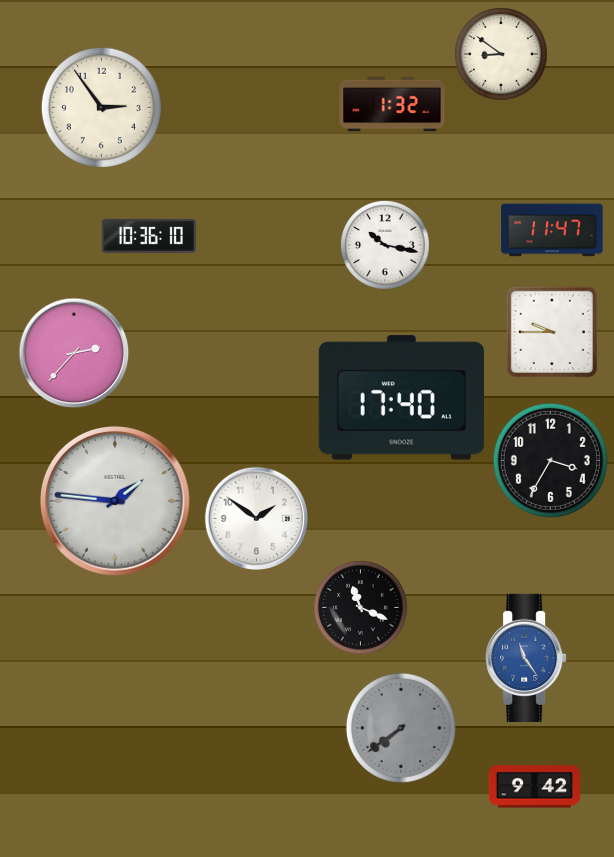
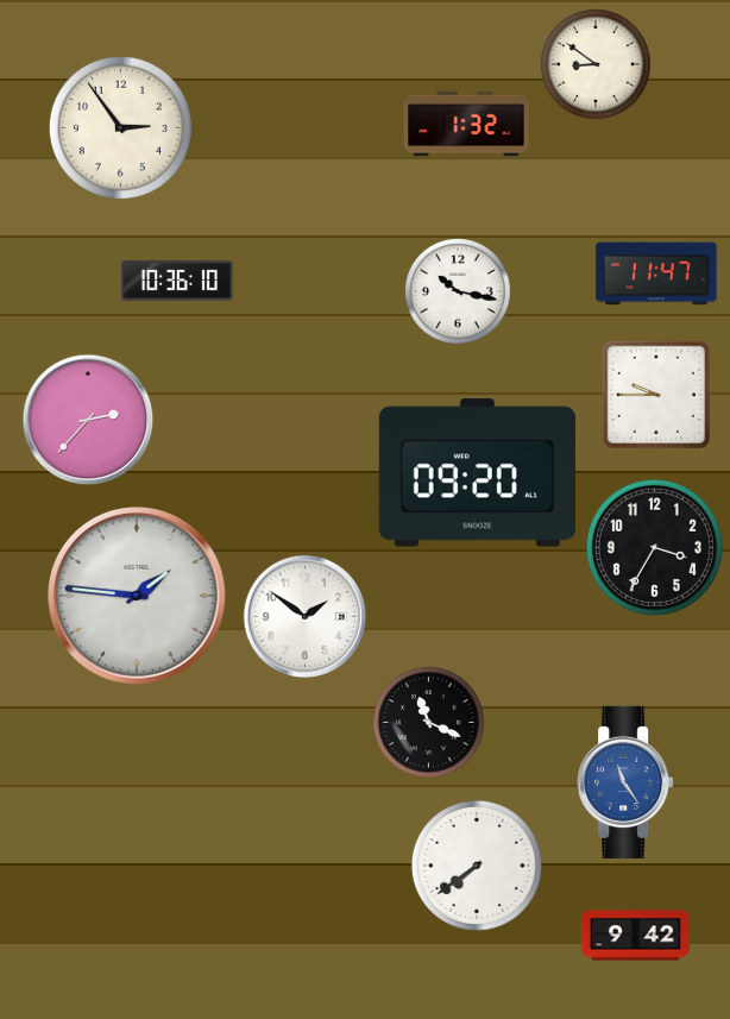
clock at (401, 398): 17:40 -> 09:20
clock at (401, 728) dial: grey -> white
